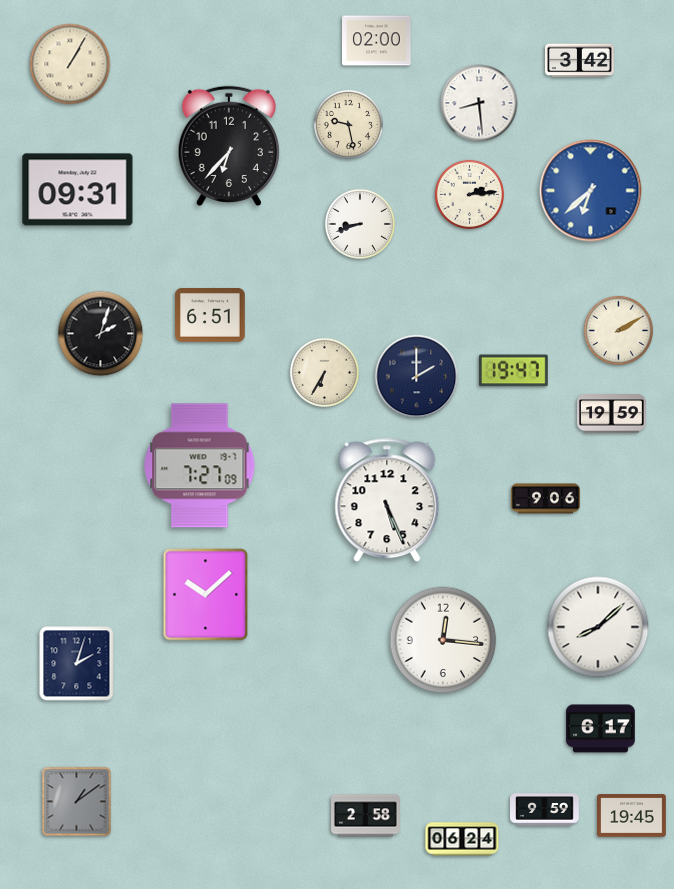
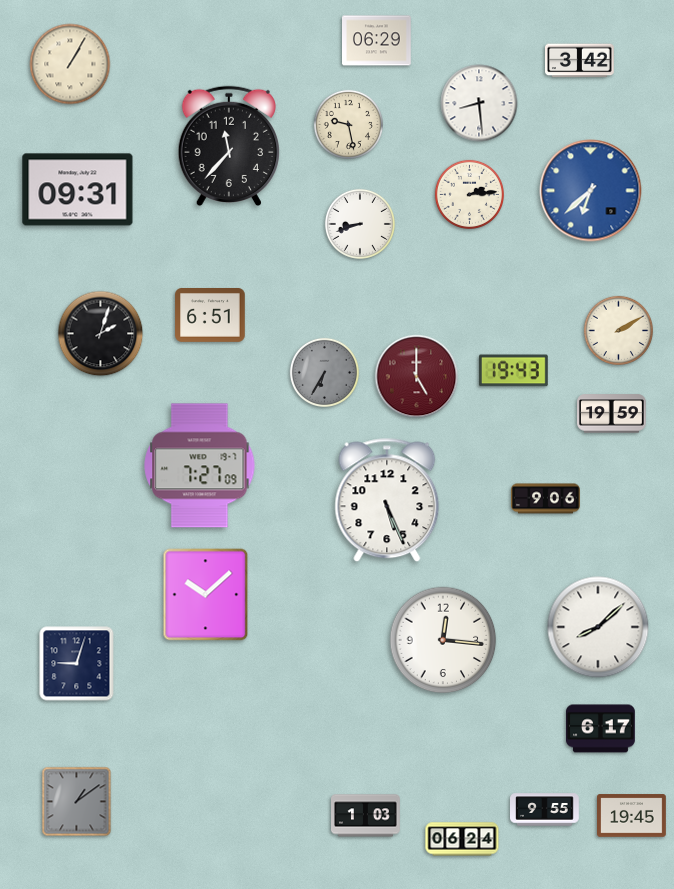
clock at (377, 41): 02:00 -> 06:29
clock at (229, 146): 6:37 -> 11:37
clock at (513, 371): 19:47 -> 19:43
clock at (324, 372) dial: cream -> grey
clock at (417, 377): 2:00 -> 5:00
clock at (417, 377) dial: navy -> burgundy
clock at (77, 664): 2:03 -> 9:03
clock at (545, 810): 9:59 -> 9:55
clock at (366, 816): 2:58 -> 1:03
